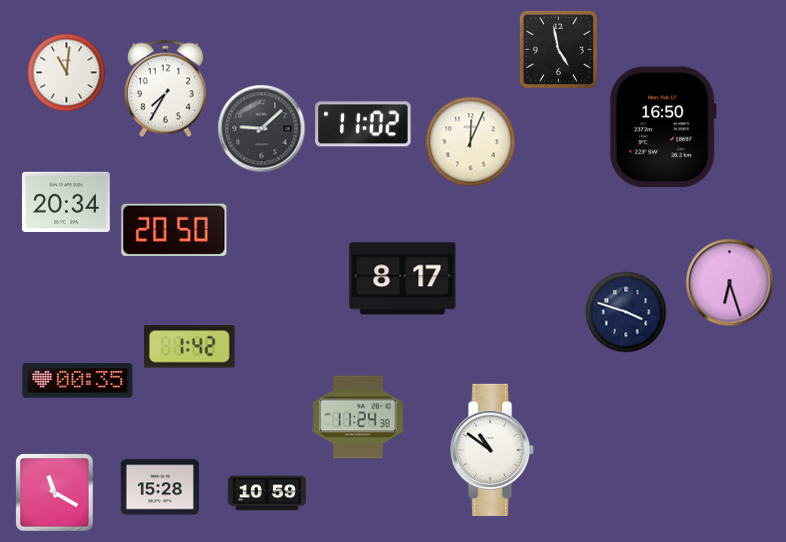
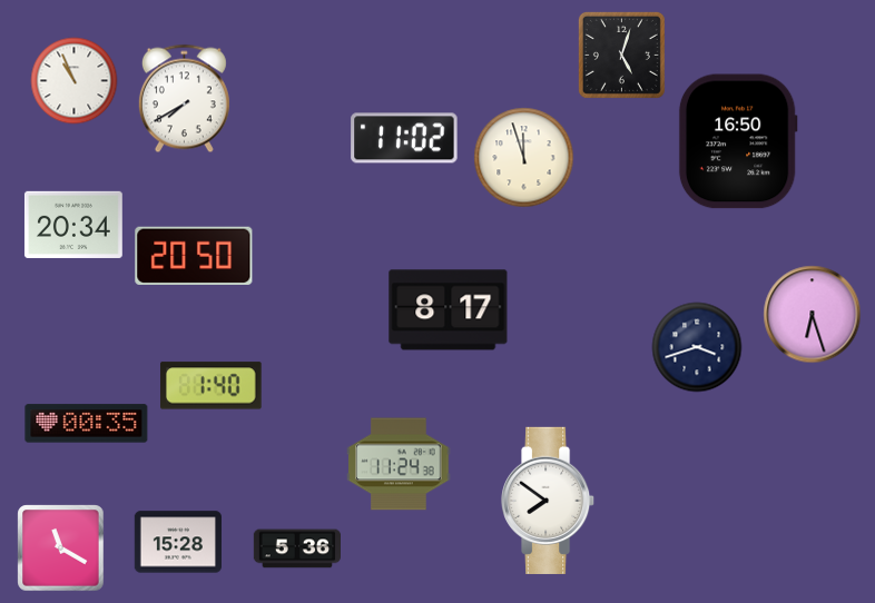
clock at (558, 49): 4:58 -> 5:03
clock at (66, 72): 11:01 -> 10:56
clock at (165, 88): 7:35 -> 7:40
clock at (261, 128): 9:08 -> none
clock at (470, 141): 12:04 -> 11:57
clock at (626, 312): 3:48 -> 3:42
clock at (190, 347): 1:42 -> 1:40
clock at (493, 450): 10:51 -> 7:51
clock at (266, 493): 10:59 -> 5:36
